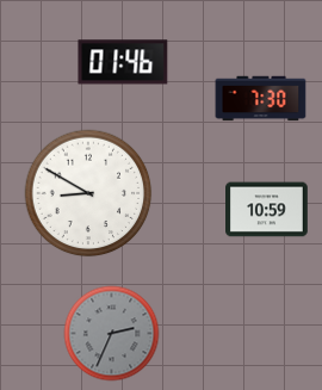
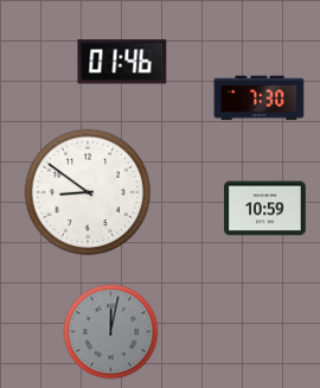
clock at (88, 193): 8:50 -> 8:51
clock at (112, 334): 2:34 -> 12:02
